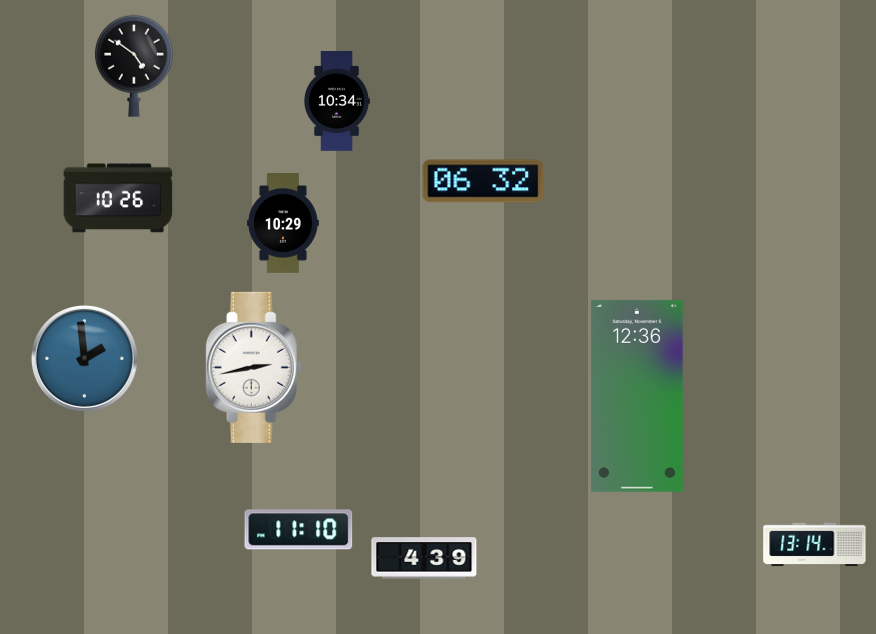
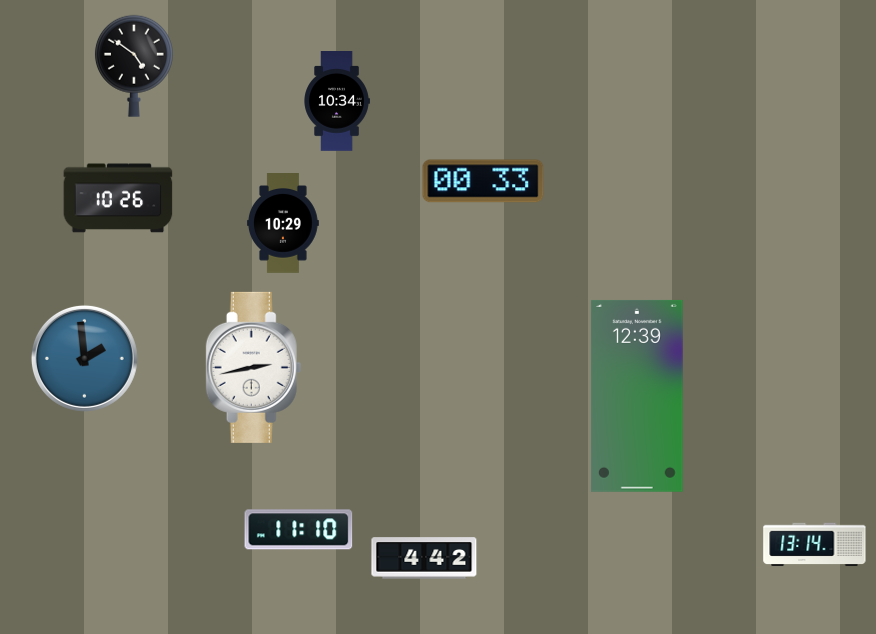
clock at (483, 181): 06:32 -> 00:33
clock at (637, 396): 12:36 -> 12:39
clock at (424, 558): 4:39 -> 4:42
